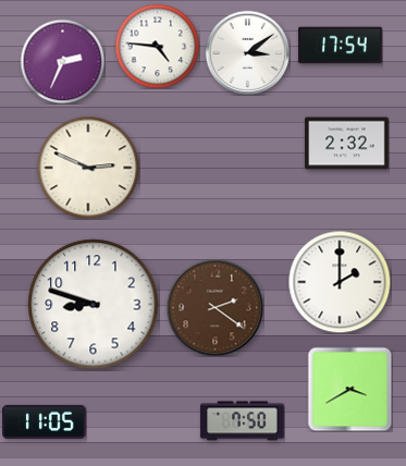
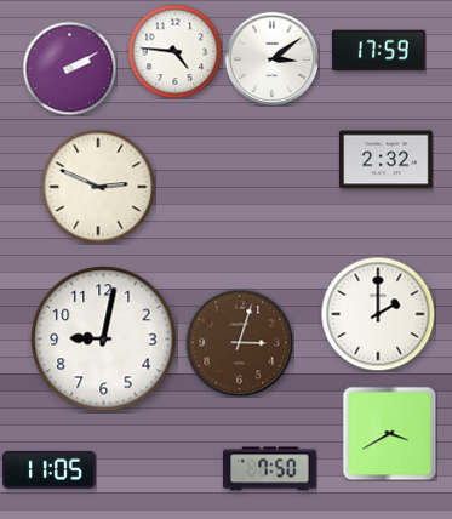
clock at (341, 46): 17:54 -> 17:59
clock at (247, 52) position: (247, 52) -> (271, 58)
clock at (62, 61): 2:34 -> 2:10
clock at (94, 305): 8:48 -> 9:02
clock at (214, 307): 2:21 -> 3:03
